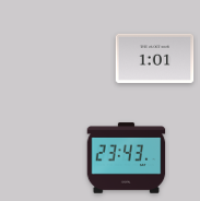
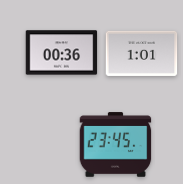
clock at (62, 53): none -> 00:36
clock at (127, 158): 23:43 -> 23:45
